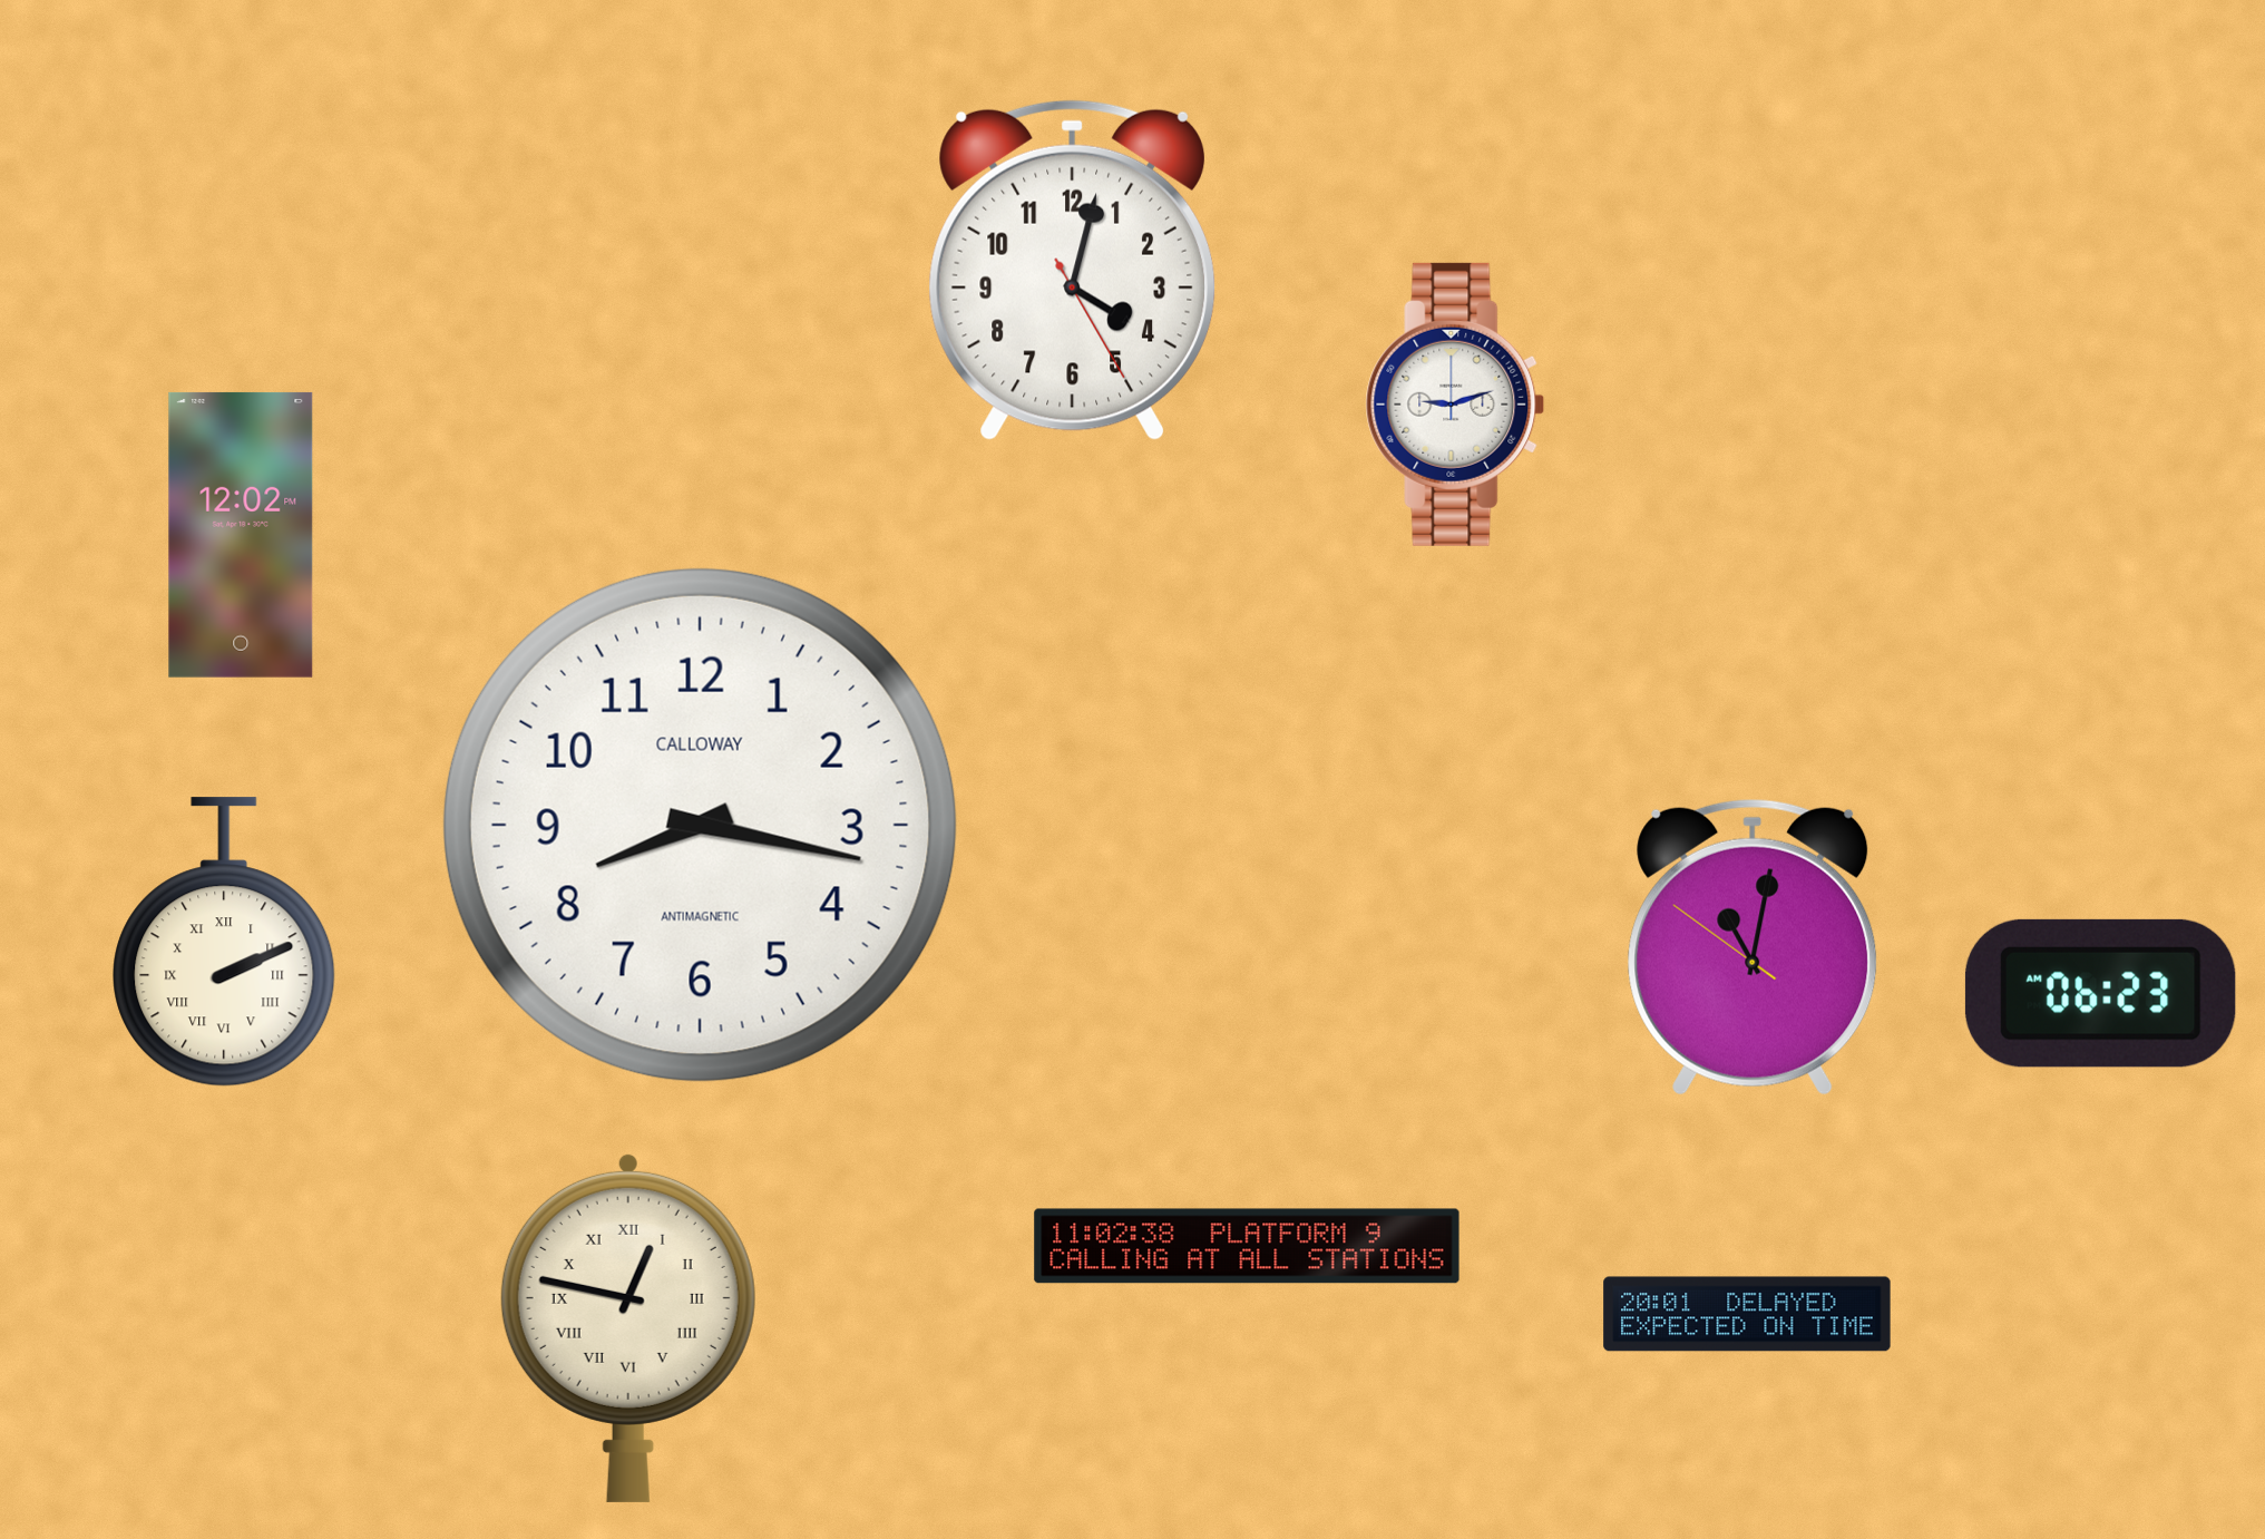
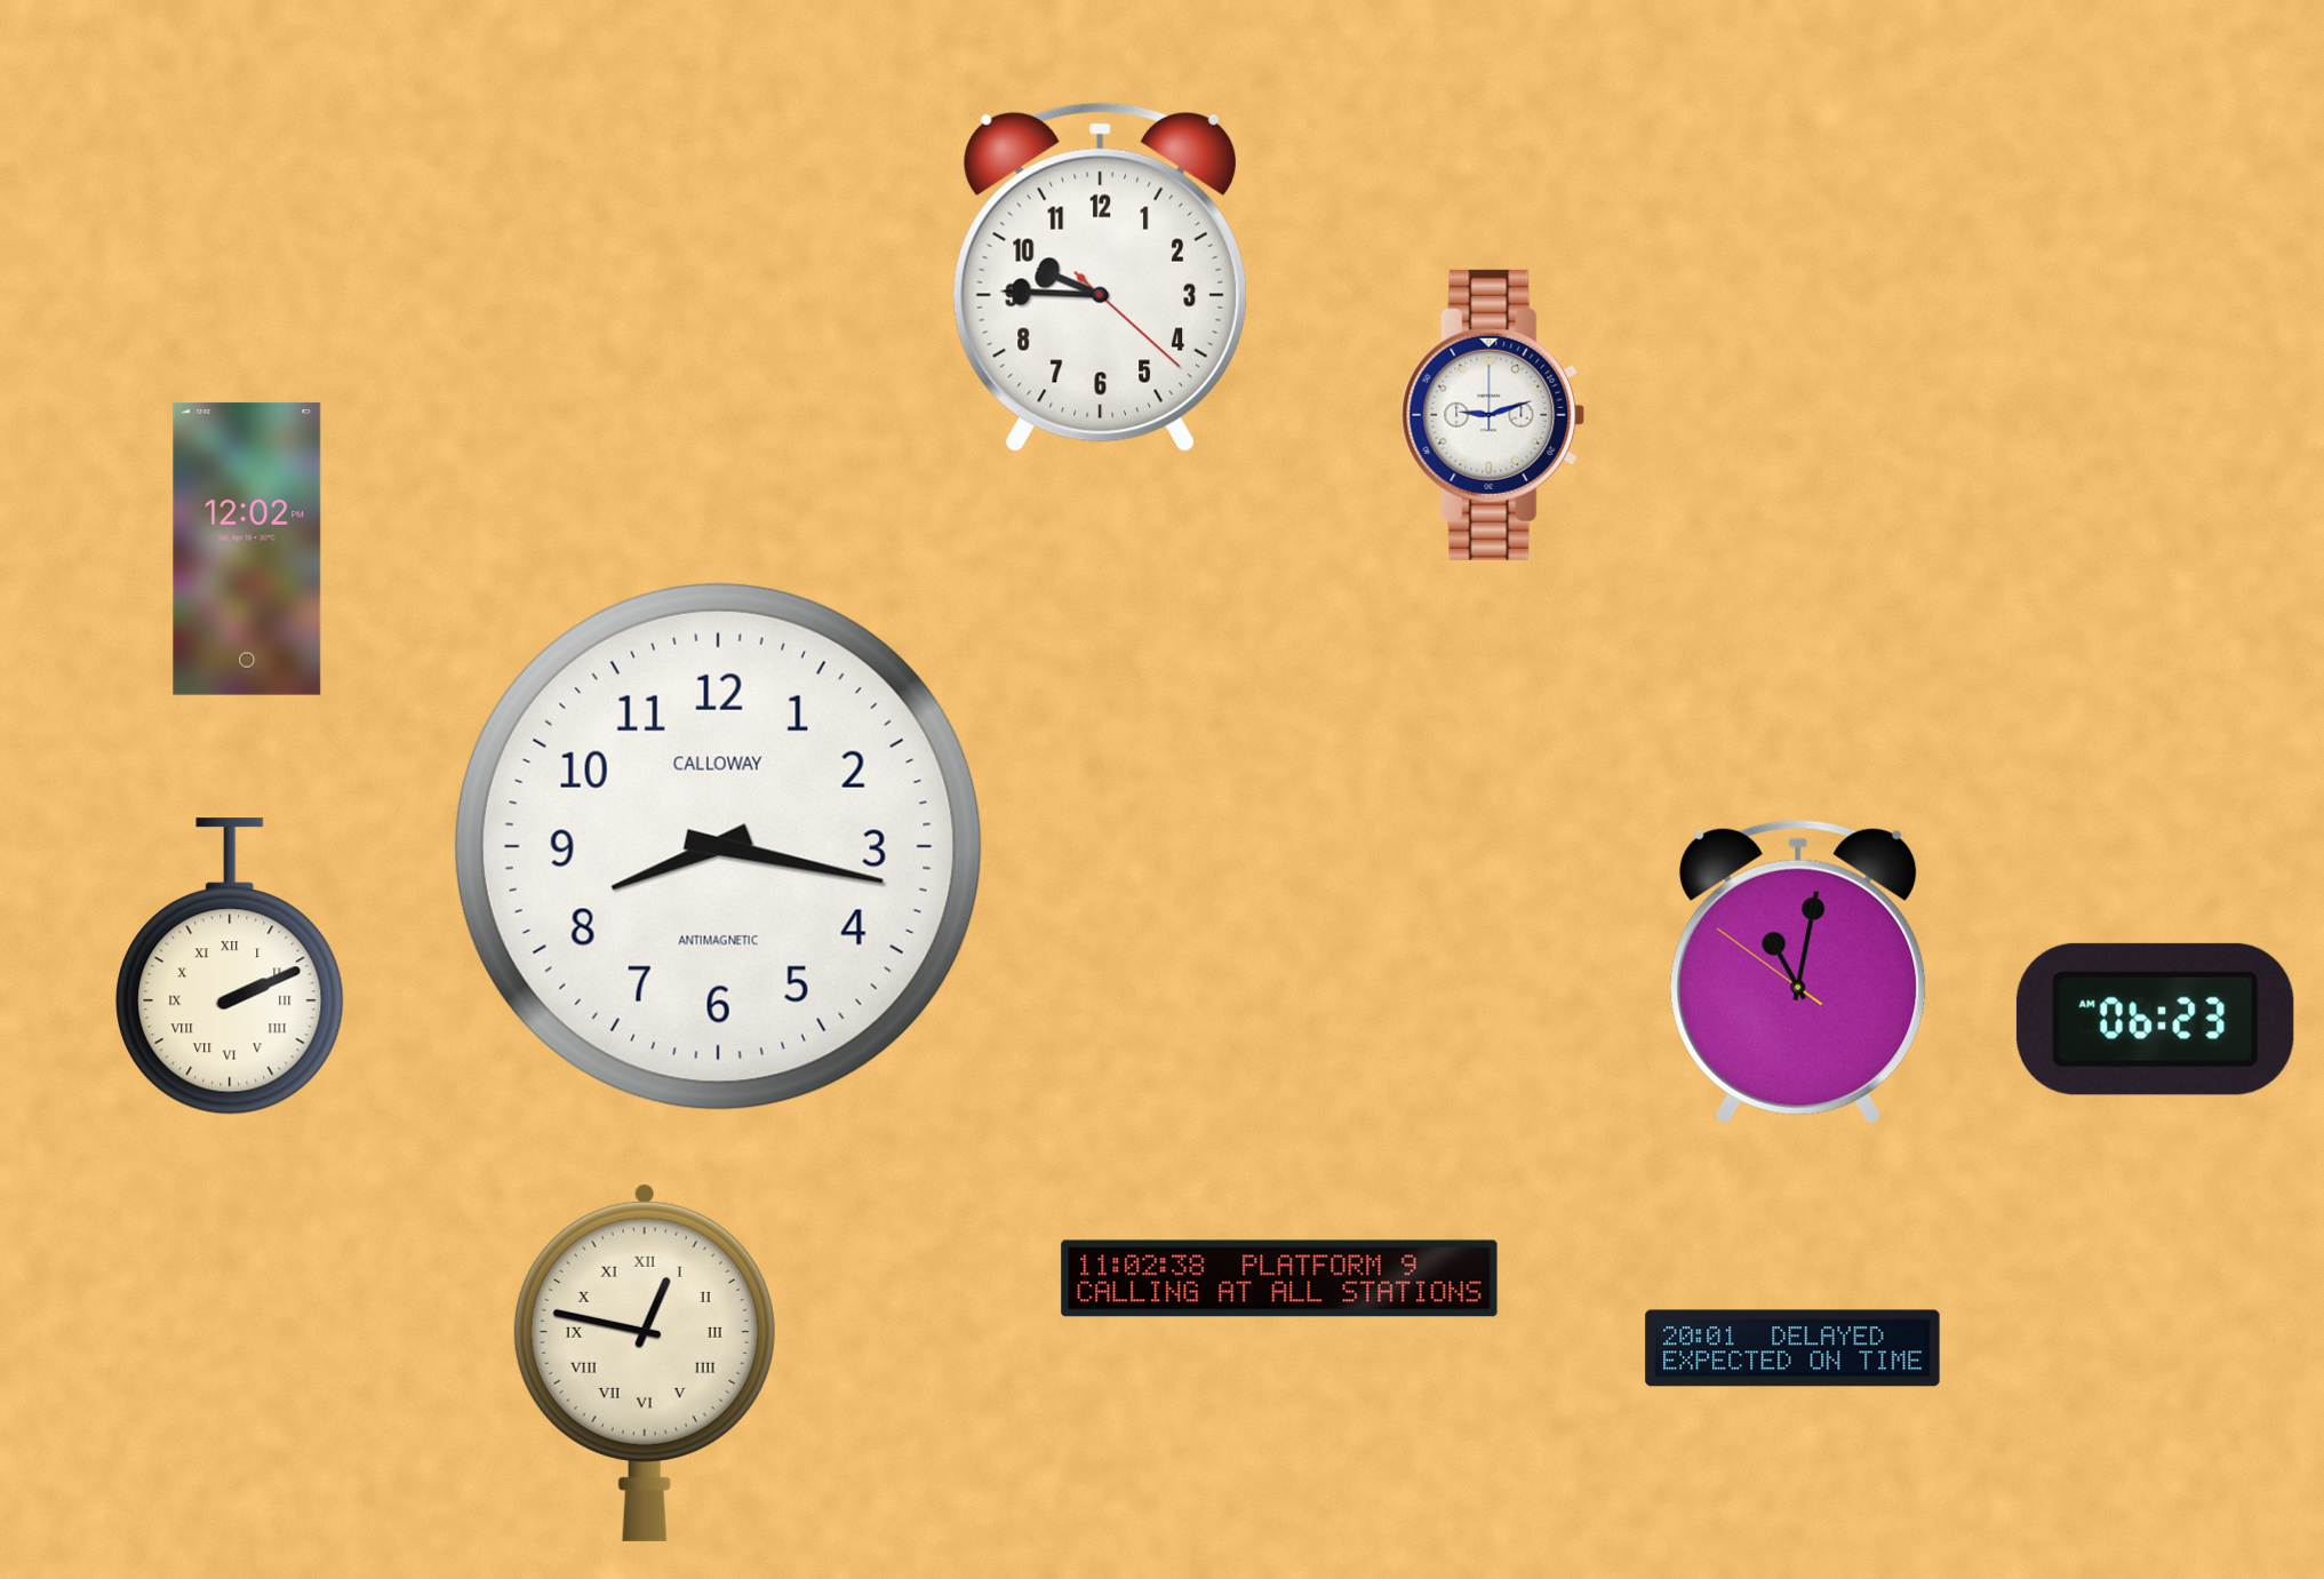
clock at (1072, 270): 4:02 -> 9:45
